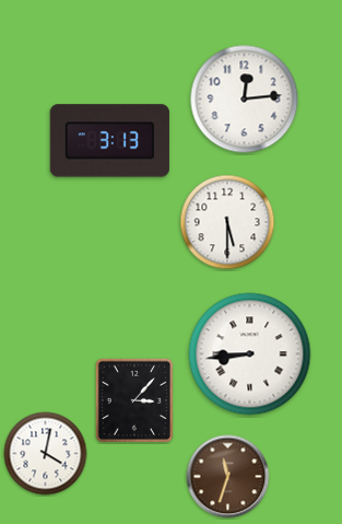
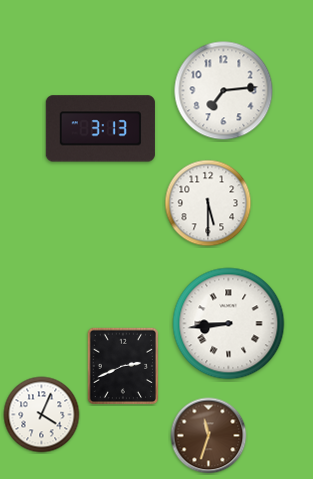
clock at (245, 100): 12:14 -> 7:14
clock at (133, 400): 3:07 -> 2:41
clock at (46, 454): 4:02 -> 4:04
